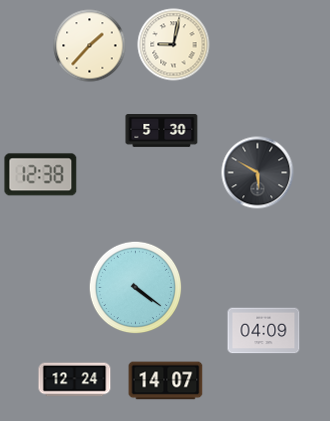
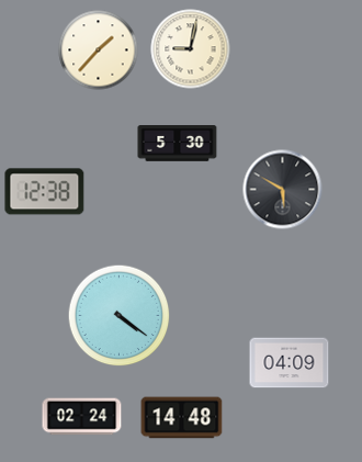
clock at (136, 288) position: (136, 288) -> (120, 316)
clock at (75, 380): 12:24 -> 02:24
clock at (166, 381): 14:07 -> 14:48
